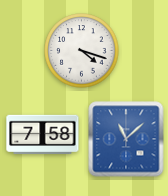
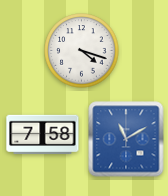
clock at (126, 139): 11:08 -> 11:10
